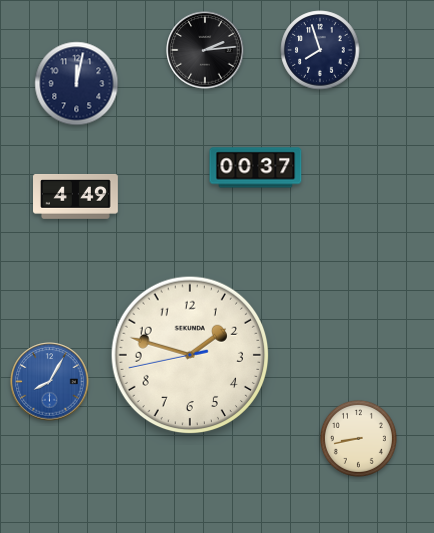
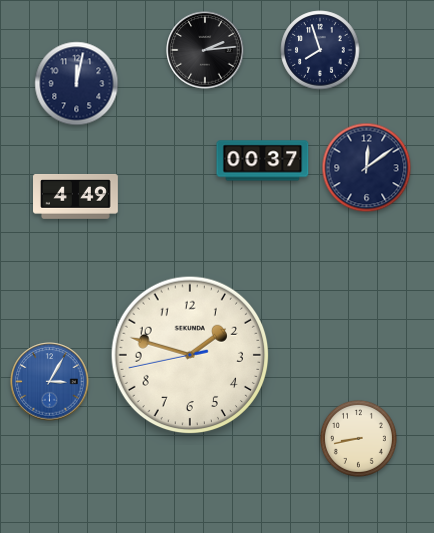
clock at (256, 168) position: (256, 168) -> (263, 161)
clock at (367, 168): none -> 12:09
clock at (50, 382): 8:05 -> 3:05
